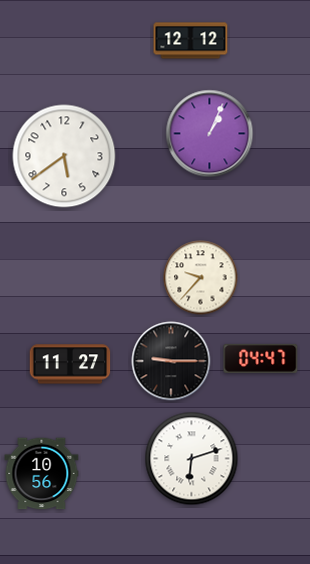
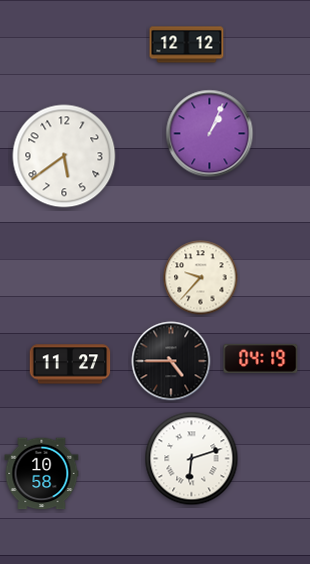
clock at (191, 41) position: (191, 41) -> (187, 45)
clock at (261, 358): 04:47 -> 04:19
clock at (171, 361): 9:15 -> 4:45
clock at (42, 474): 10:56 -> 10:58
